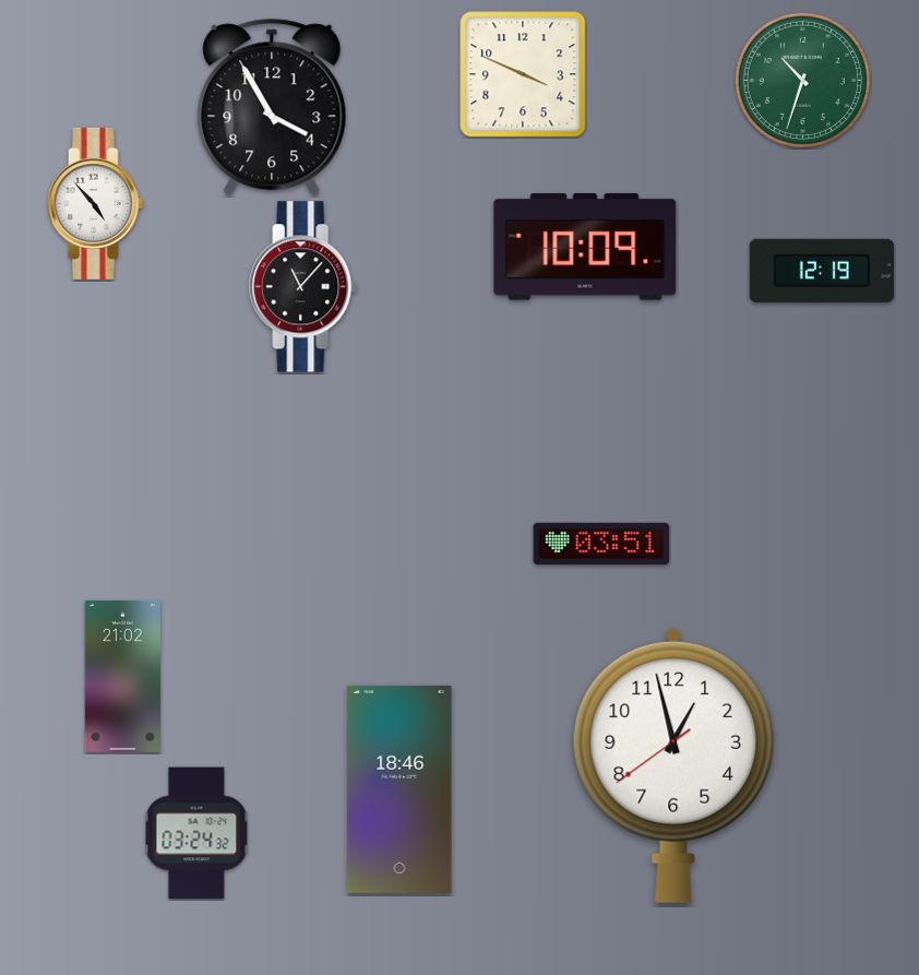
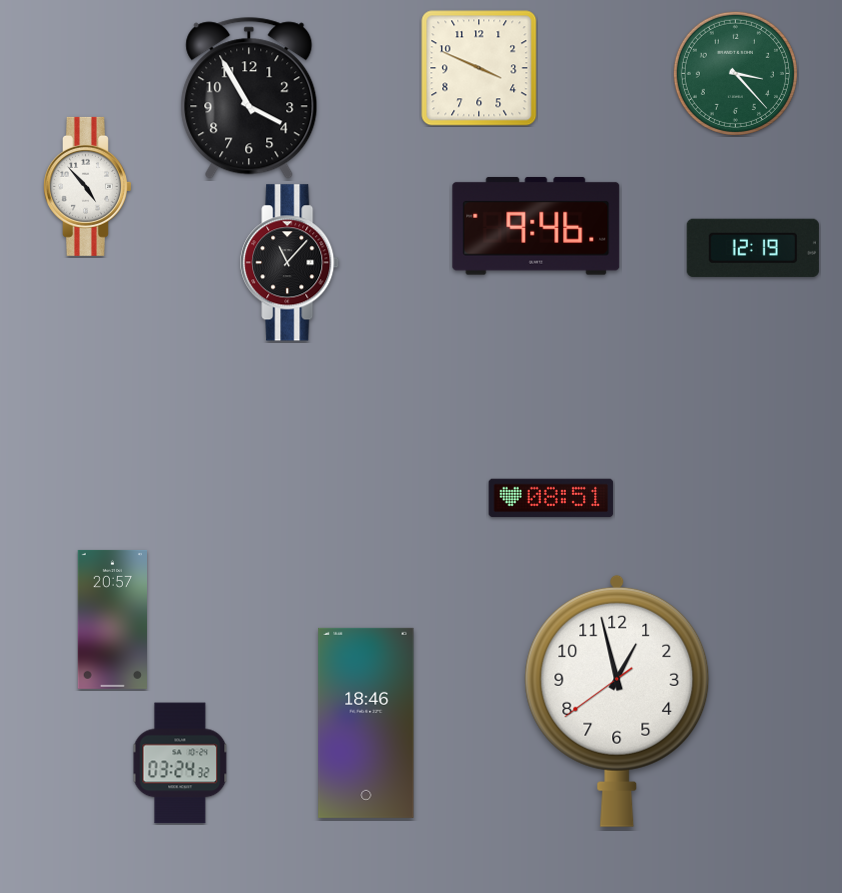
clock at (802, 80): 10:33 -> 3:23
clock at (585, 247): 10:09 -> 9:46
clock at (303, 287) position: (303, 287) -> (290, 263)
clock at (601, 544): 03:51 -> 08:51
clock at (122, 676): 21:02 -> 20:57
